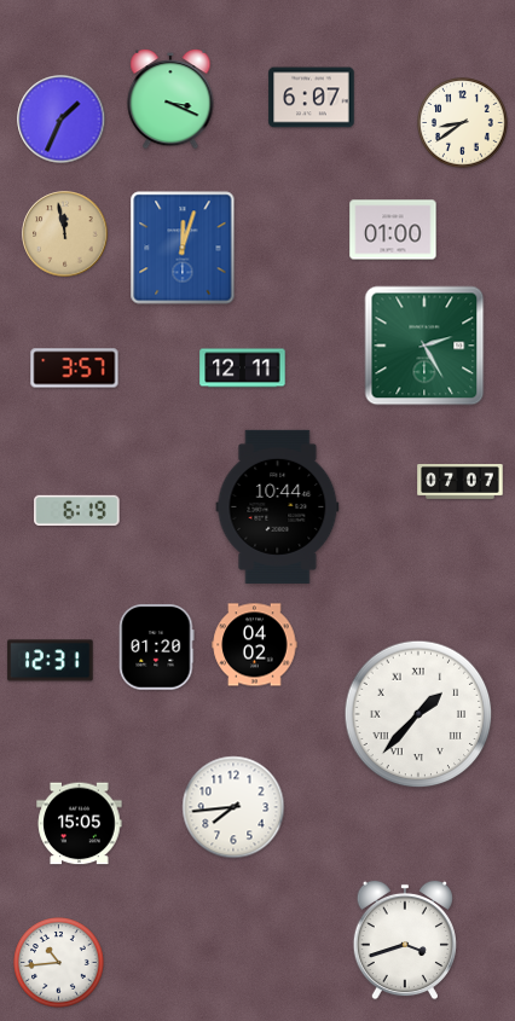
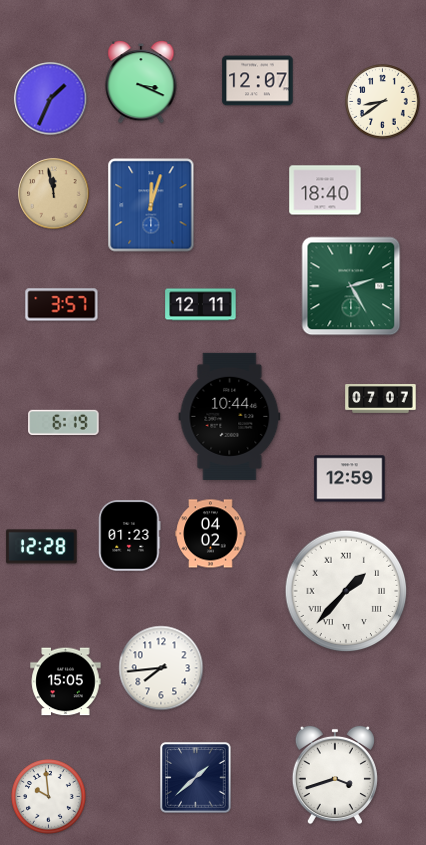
clock at (312, 98): 6:07 -> 12:07
clock at (393, 230): 01:00 -> 18:40
clock at (278, 506) position: (278, 506) -> (230, 416)
clock at (350, 479): none -> 12:59
clock at (157, 648): 01:20 -> 01:23
clock at (51, 661): 12:31 -> 12:28
clock at (233, 807) position: (233, 807) -> (161, 668)
clock at (196, 778): none -> 1:38
clock at (405, 940) position: (405, 940) -> (335, 775)
clock at (59, 963): 10:44 -> 9:59
